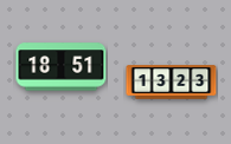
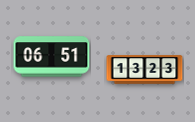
clock at (62, 67): 18:51 -> 06:51
